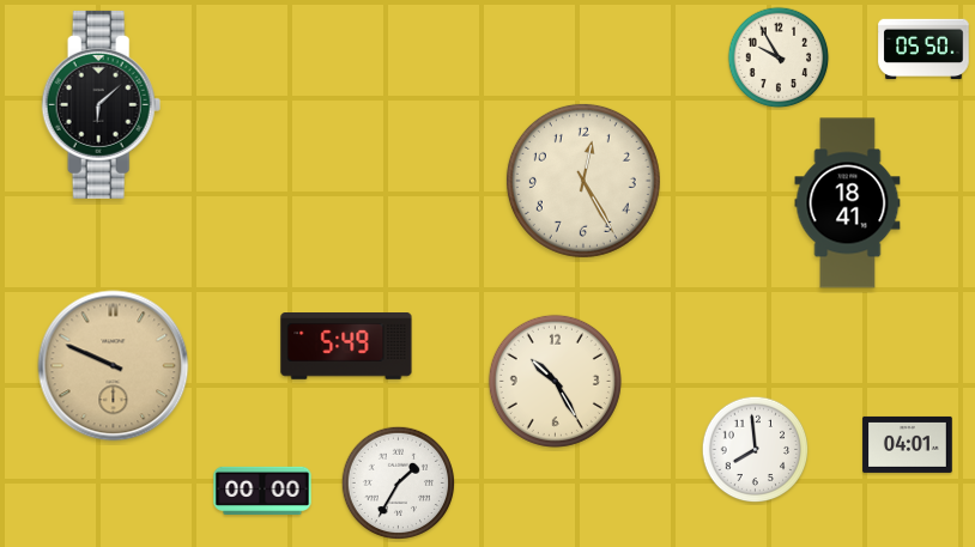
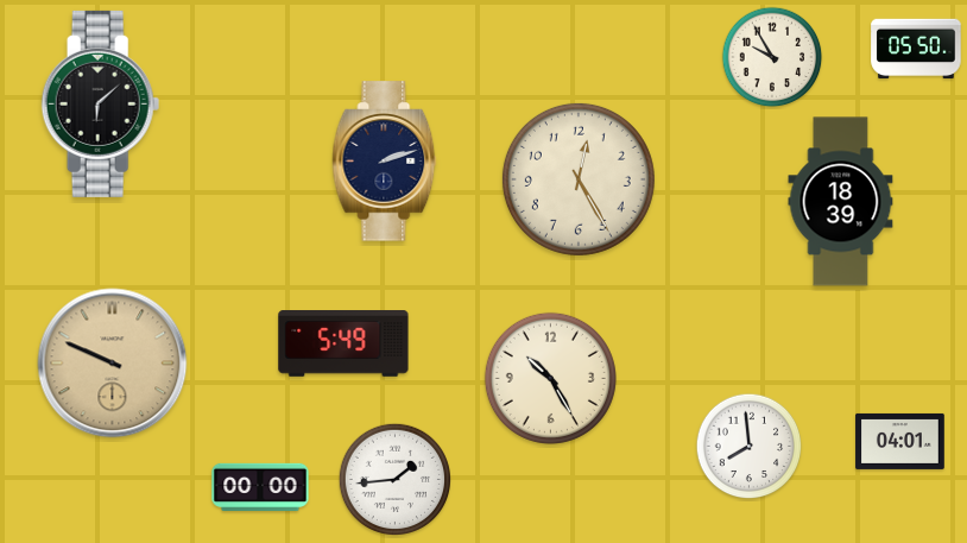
clock at (385, 162): none -> 2:12
clock at (848, 203): 18:41 -> 18:39
clock at (398, 482): 1:35 -> 1:44
